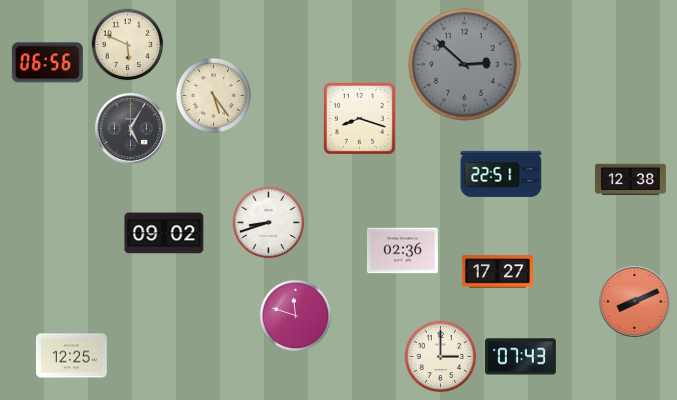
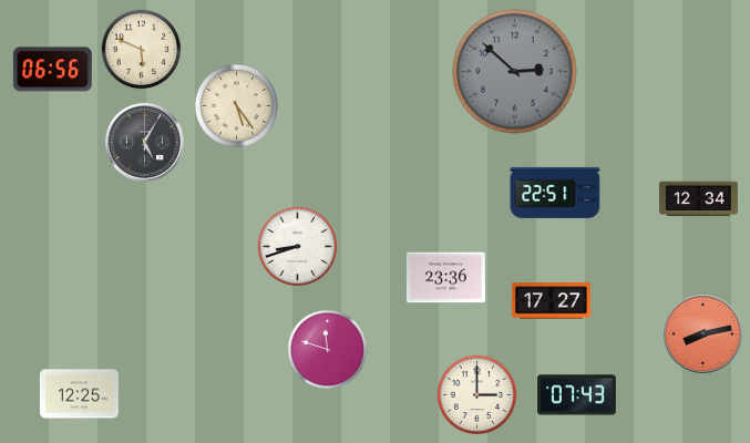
clock at (359, 118): 8:18 -> none
clock at (630, 180): 12:38 -> 12:34
clock at (164, 233): 09:02 -> none
clock at (402, 251): 02:36 -> 23:36
clock at (634, 301): 8:11 -> 8:13
clock at (441, 357) position: (441, 357) -> (477, 395)
